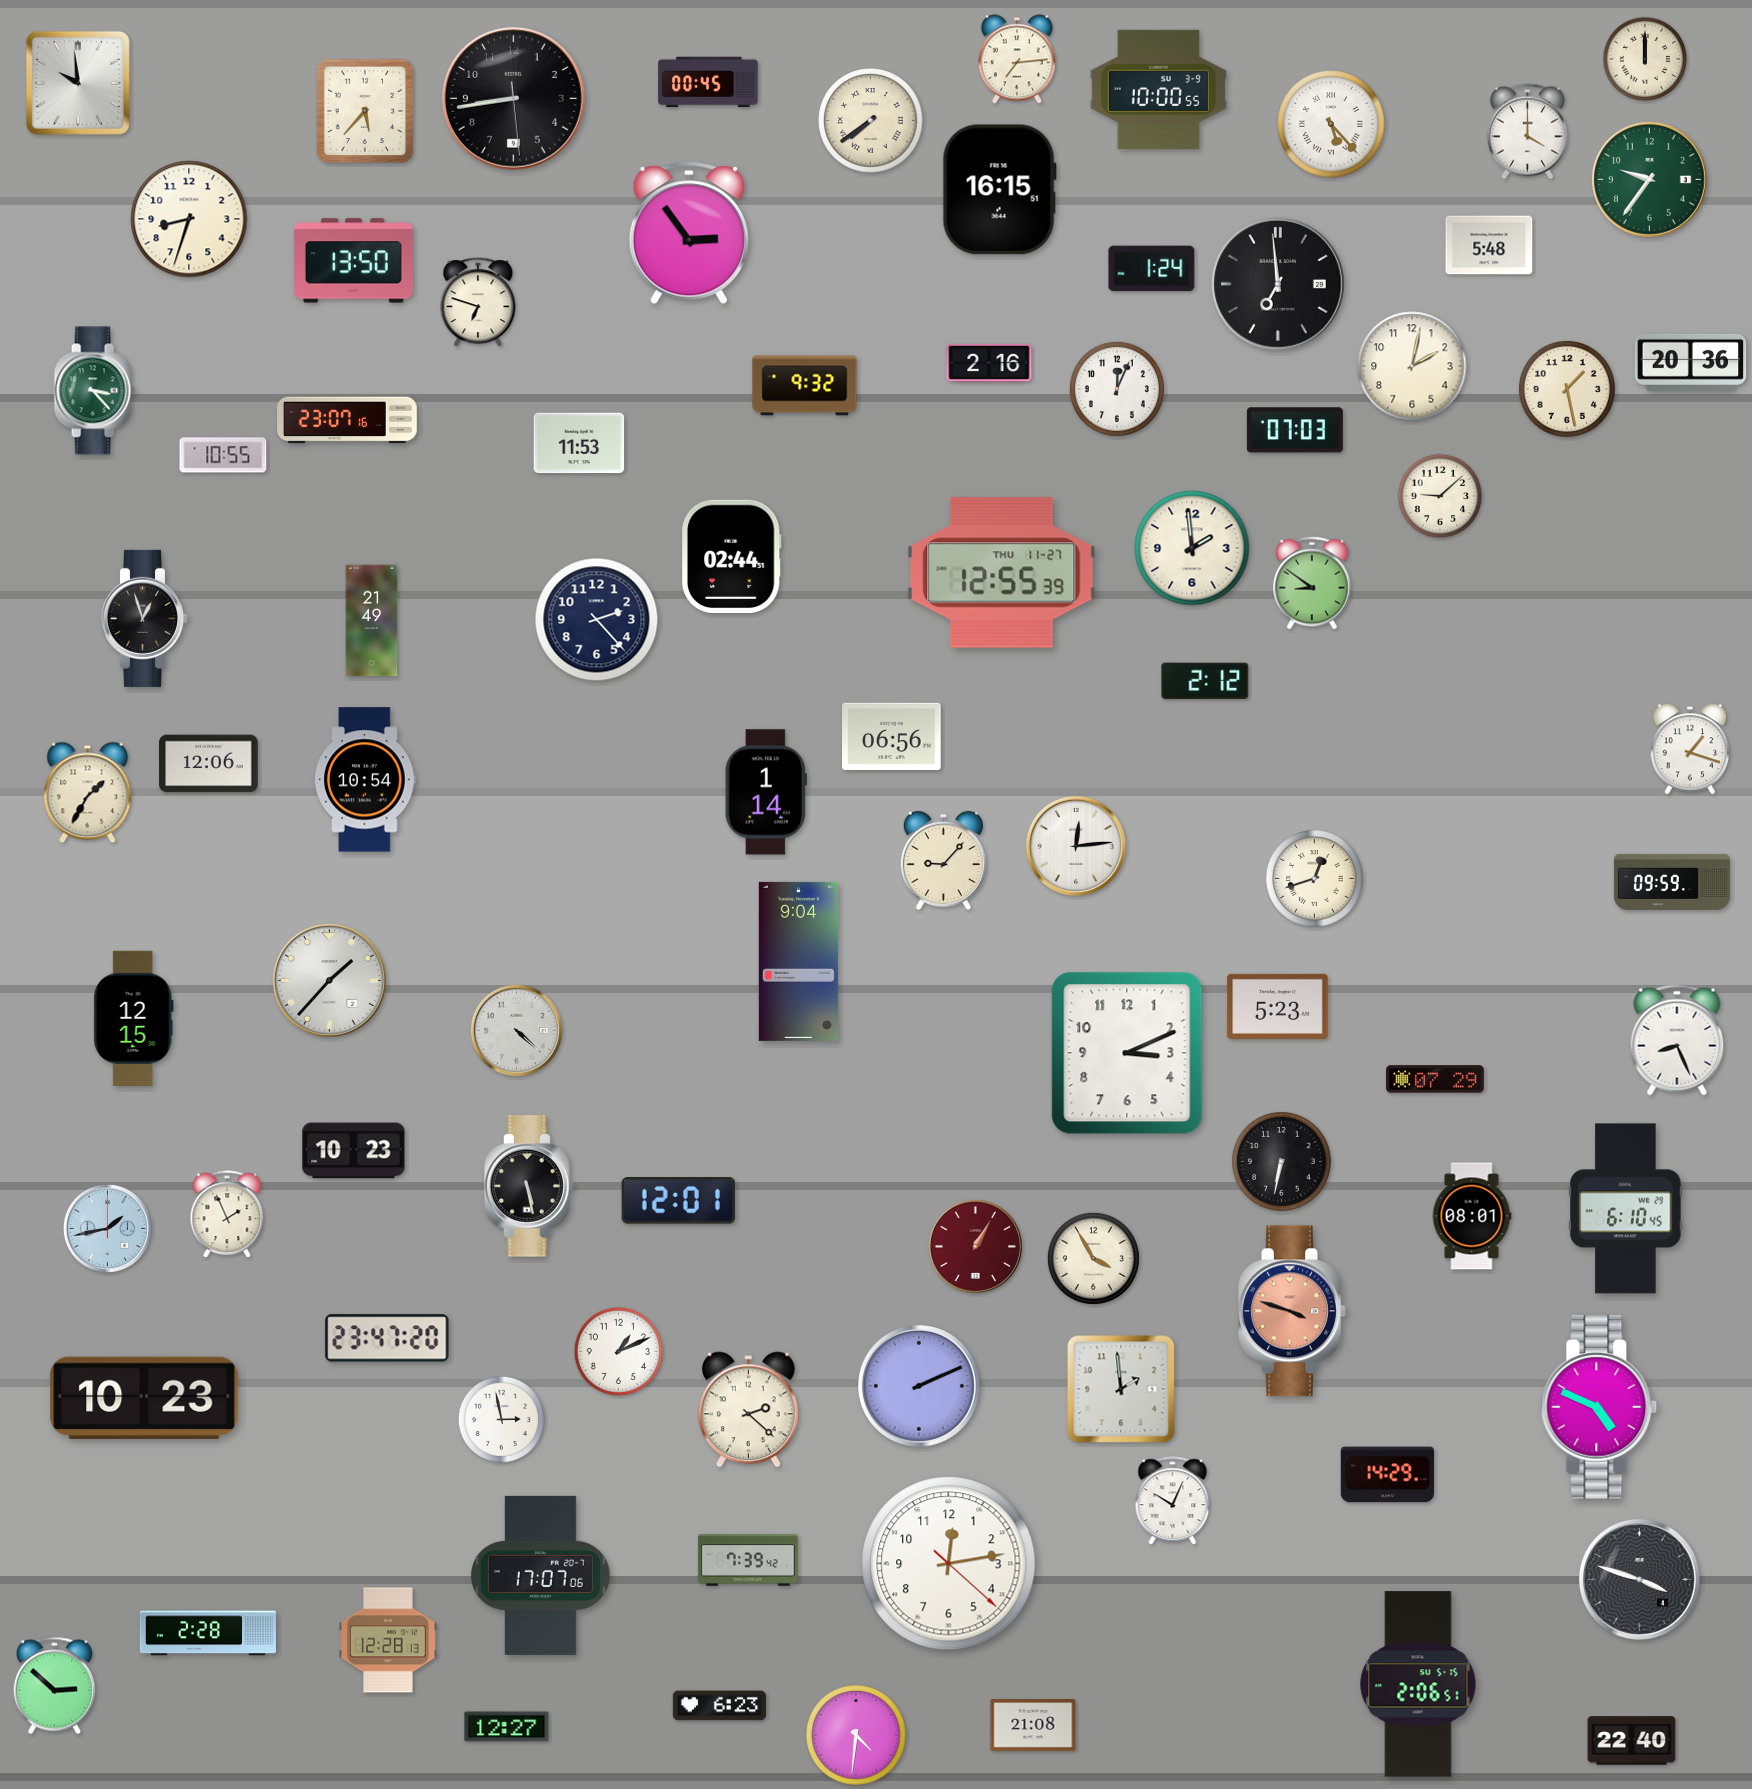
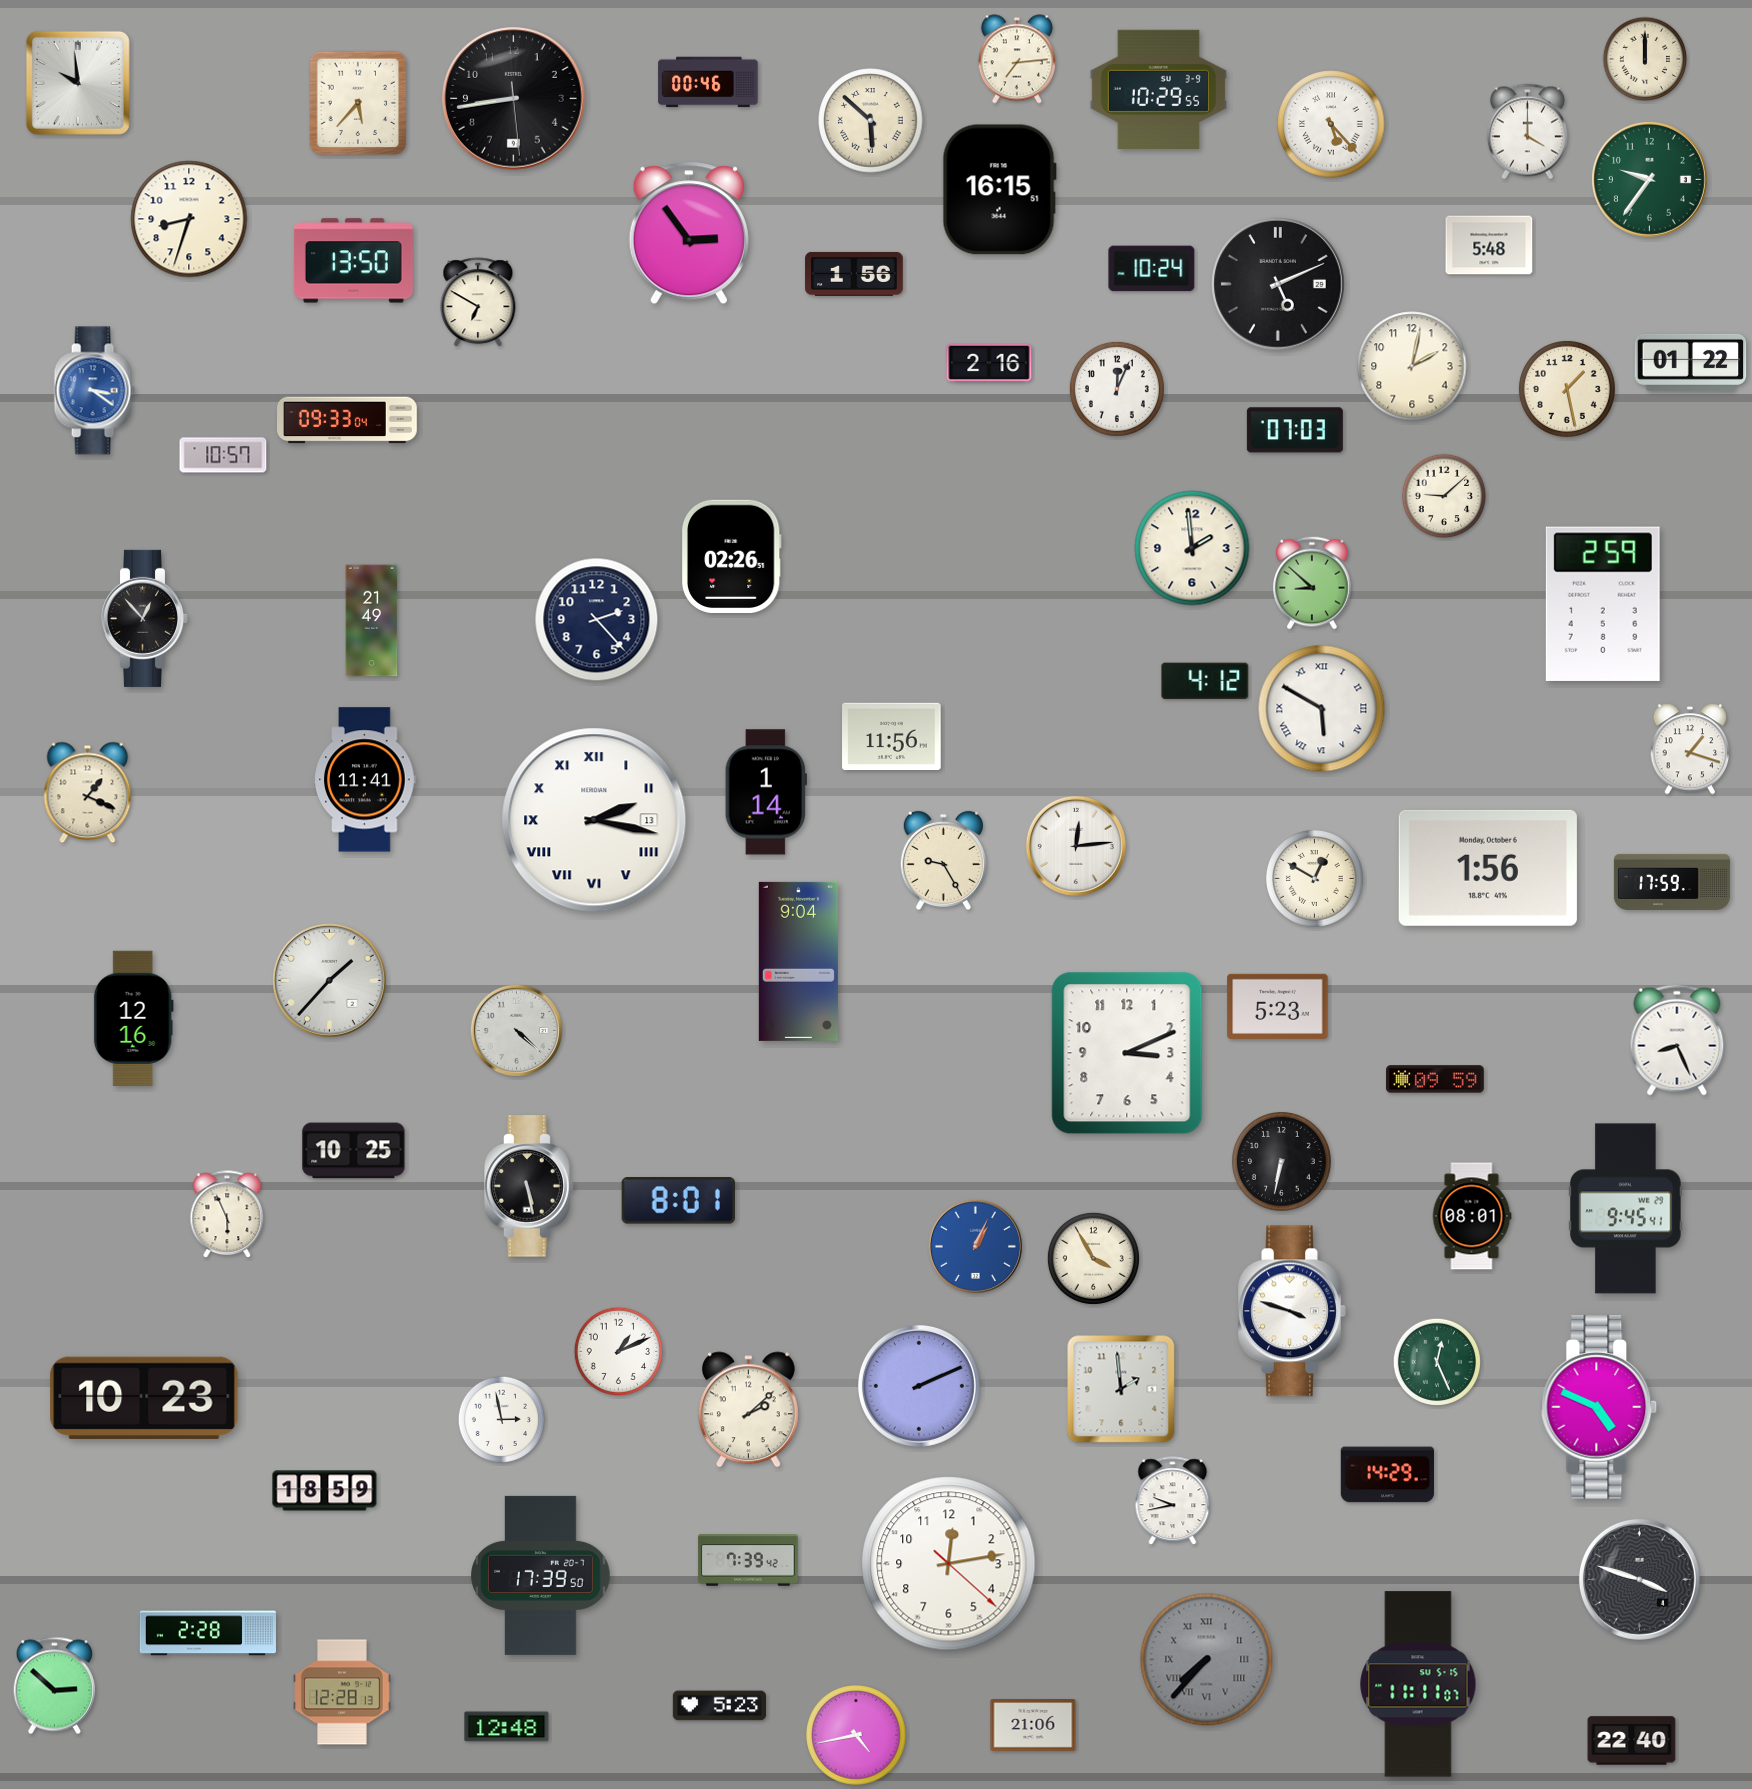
clock at (708, 82): 00:45 -> 00:46
clock at (1158, 89): 10:00 -> 10:29
clock at (365, 111) position: (365, 111) -> (358, 103)
clock at (871, 121): 7:39 -> 5:52
clock at (1152, 269): 1:24 -> 10:24
clock at (854, 274): none -> 1:56
clock at (1279, 285): 6:59 -> 5:11
clock at (478, 303): 6:48 -> 6:50
clock at (1691, 362): 20:36 -> 01:22
clock at (805, 386): 9:32 -> none
clock at (94, 391): 3:23 -> 3:21
clock at (94, 391) dial: green -> blue
clock at (348, 420): 23:07 -> 09:33
clock at (579, 443): 11:53 -> none
clock at (223, 455): 10:55 -> 10:57
clock at (1440, 496) position: (1440, 496) -> (1444, 496)
clock at (731, 556): 02:44 -> 02:26
clock at (1002, 573): 12:55 -> none
clock at (1312, 583): 8:51 -> 8:52
clock at (1603, 604): none -> 2:59
clock at (144, 618): 12:57 -> 12:53
clock at (1205, 681): 2:12 -> 4:12
clock at (1322, 709): none -> 5:50
clock at (892, 737): 06:56 -> 11:56
clock at (209, 764): 12:06 -> none
clock at (365, 780): 10:54 -> 11:41
clock at (88, 793): 1:35 -> 1:19
clock at (594, 820): none -> 2:17
clock at (943, 861): 9:07 -> 9:25
clock at (1488, 868): none -> 1:56
clock at (1314, 878): 12:42 -> 12:50
clock at (1672, 882): 09:59 -> 17:59
clock at (133, 1018): 12:15 -> 12:16
clock at (1435, 1079): 07:29 -> 09:59
clock at (354, 1151): 10:23 -> 10:25
clock at (678, 1201): 12:01 -> 8:01
clock at (1626, 1209): 6:10 -> 9:45
clock at (227, 1215): 1:56 -> 5:56
clock at (107, 1228): 1:43 -> none
clock at (975, 1246): 1:05 -> 1:04
clock at (975, 1246) dial: burgundy -> blue
clock at (1292, 1311) dial: salmon -> white
clock at (387, 1338): 23:47 -> none
clock at (1436, 1361): none -> 12:26
clock at (748, 1410): 2:22 -> 2:08
clock at (325, 1491): none -> 18:59
clock at (1173, 1501): 10:04 -> 9:43
clock at (541, 1575): 17:07 -> 17:39
clock at (388, 1640) position: (388, 1640) -> (342, 1692)
clock at (1207, 1660): none -> 7:37
clock at (1418, 1684): 2:06 -> 11:11
clock at (719, 1706): 6:23 -> 5:23
clock at (1033, 1725): 21:08 -> 21:06
clock at (507, 1727): 12:27 -> 12:48
clock at (857, 1736): 4:31 -> 4:43
